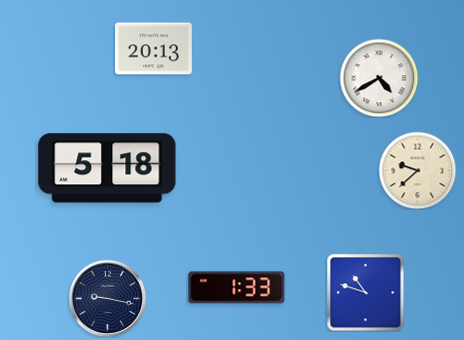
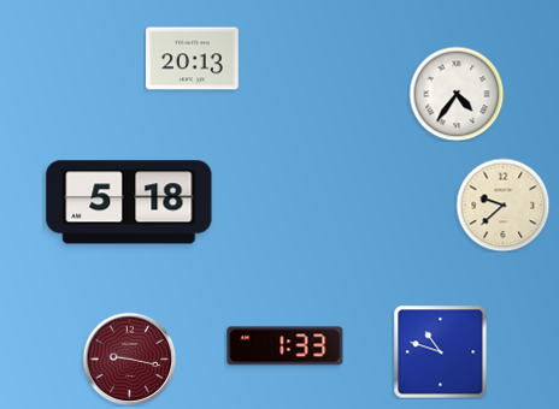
clock at (154, 49) position: (154, 49) -> (193, 59)
clock at (379, 78): 4:40 -> 4:36
clock at (107, 298) dial: navy -> burgundy
